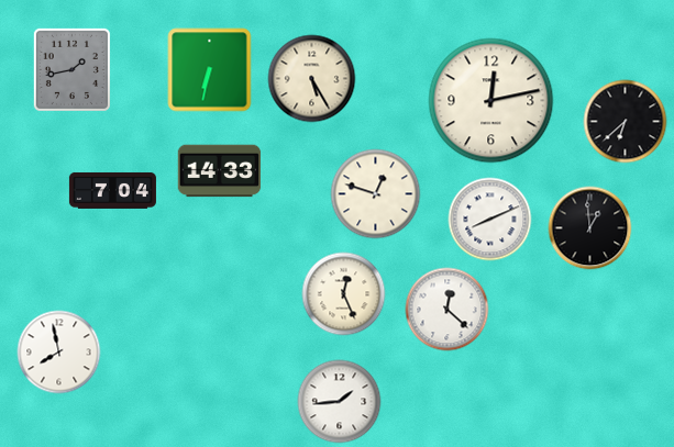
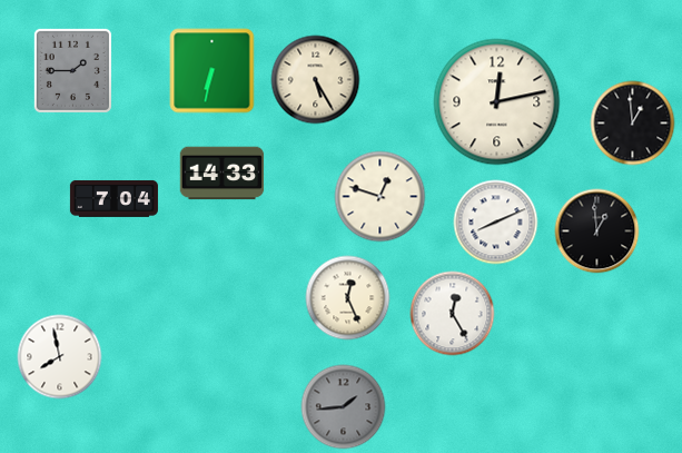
clock at (71, 69): 1:43 -> 1:45
clock at (626, 122): 6:38 -> 12:59
clock at (112, 191) position: (112, 191) -> (113, 199)
clock at (448, 310): 12:22 -> 12:25
clock at (340, 402) dial: white -> grey
